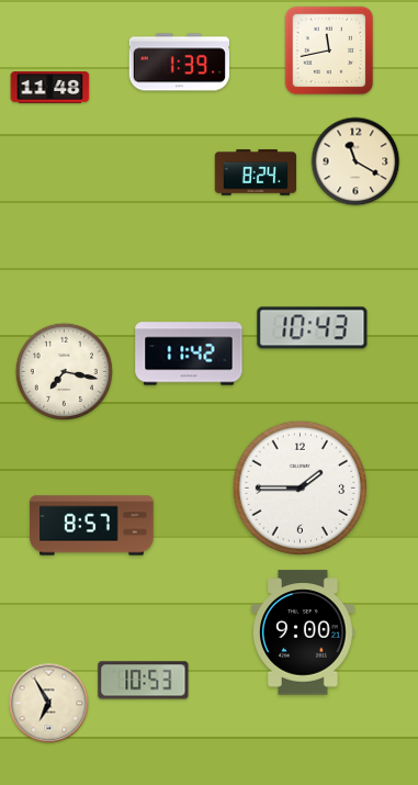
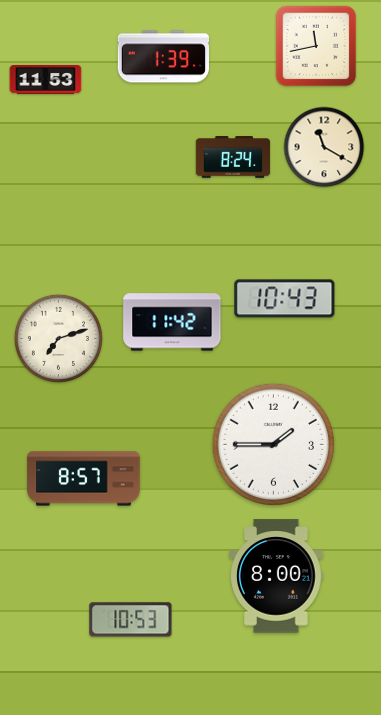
clock at (329, 51) position: (329, 51) -> (316, 46)
clock at (50, 88): 11:48 -> 11:53
clock at (64, 371): 7:17 -> 7:12
clock at (303, 632): 9:00 -> 8:00
clock at (49, 704): 6:55 -> none
